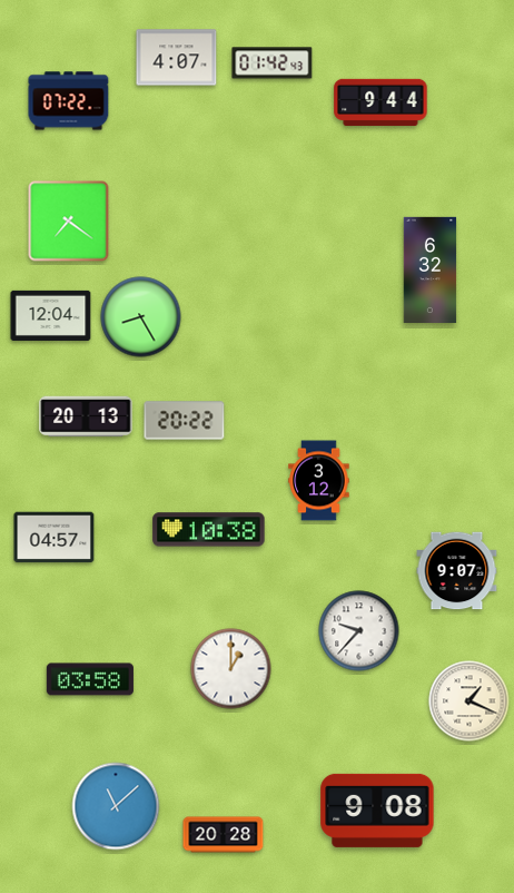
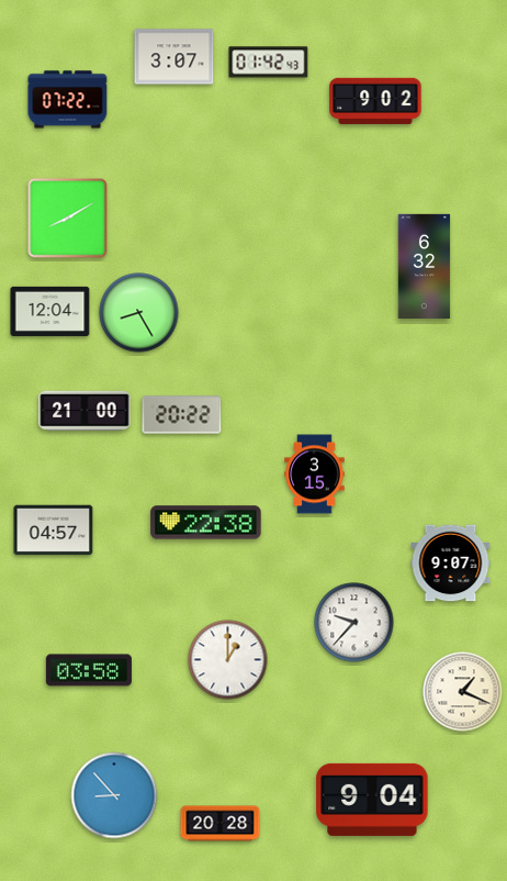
clock at (177, 58): 4:07 -> 3:07
clock at (380, 102): 9:44 -> 9:02
clock at (69, 222): 7:21 -> 8:10
clock at (86, 416): 20:13 -> 21:00
clock at (319, 481): 3:12 -> 3:15
clock at (209, 530): 10:38 -> 22:38
clock at (116, 806): 11:08 -> 8:53
clock at (377, 811): 9:08 -> 9:04
